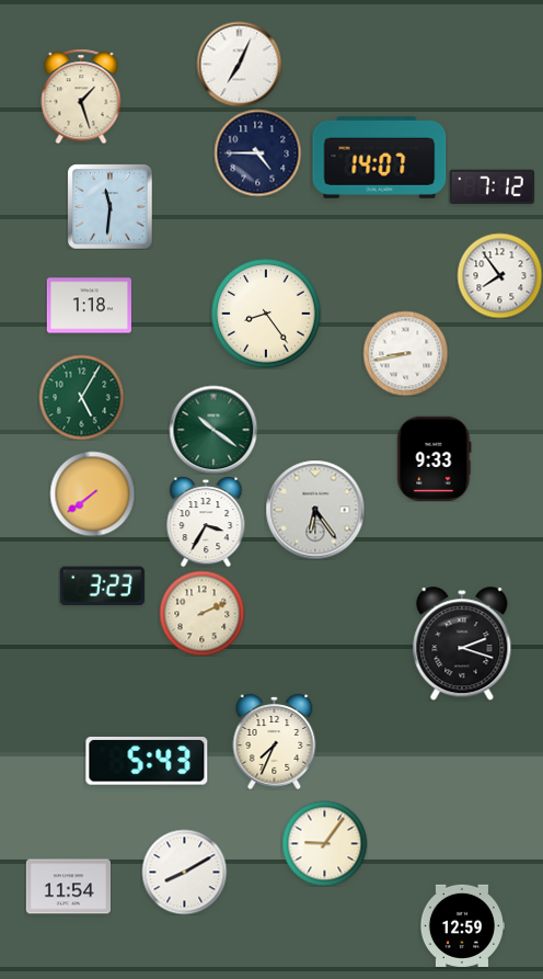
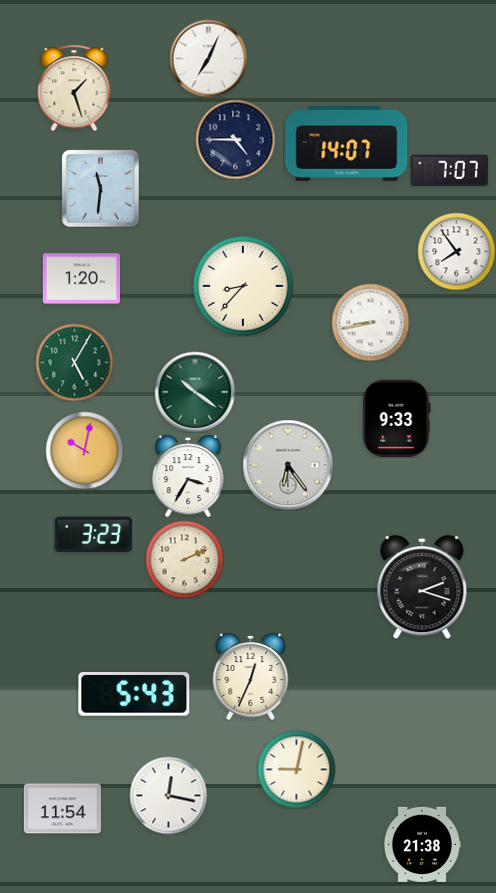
clock at (239, 64) position: (239, 64) -> (208, 58)
clock at (492, 186): 7:12 -> 7:07
clock at (89, 306): 1:18 -> 1:20
clock at (266, 314): 8:24 -> 8:37
clock at (92, 493): 7:39 -> 10:02
clock at (275, 741): 7:34 -> 12:34
clock at (324, 843): 9:06 -> 9:02
clock at (184, 872): 8:10 -> 12:17
clock at (462, 925): 12:59 -> 21:38
